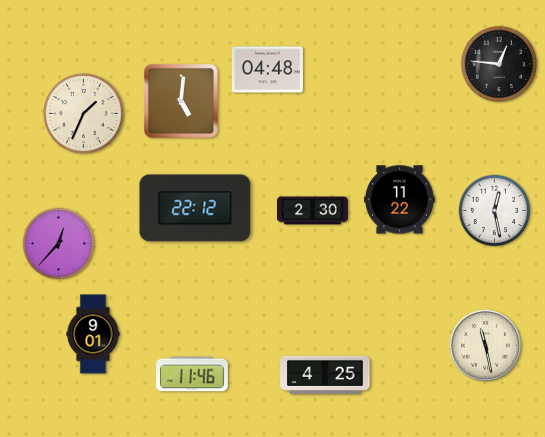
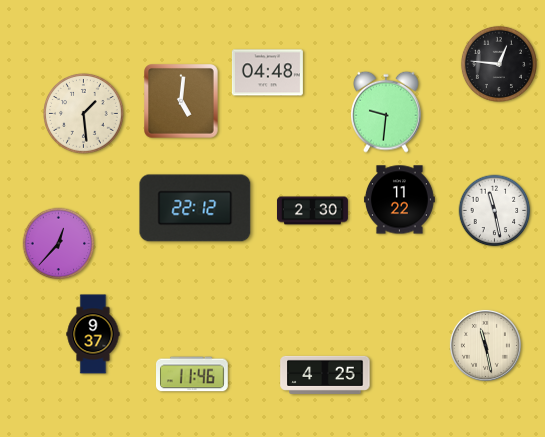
clock at (267, 70) position: (267, 70) -> (267, 73)
clock at (387, 112): none -> 9:31
clock at (84, 114): 1:34 -> 1:29
clock at (495, 211): 12:28 -> 11:28
clock at (93, 334): 9:01 -> 9:37
